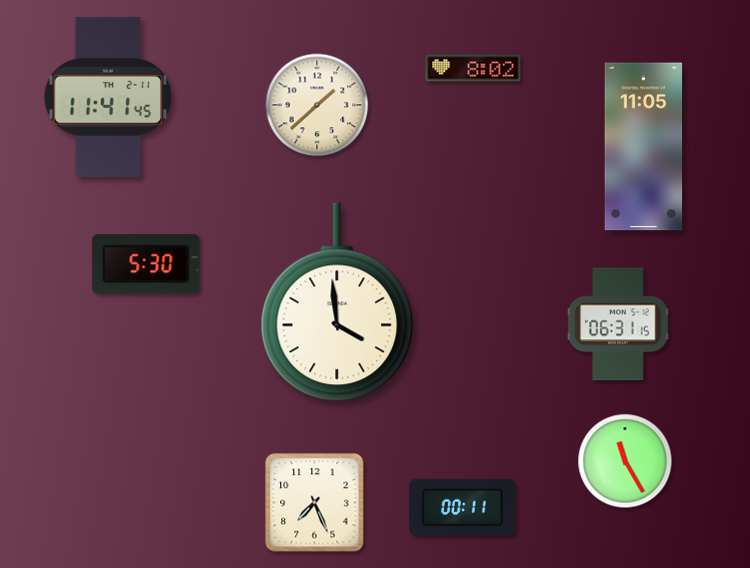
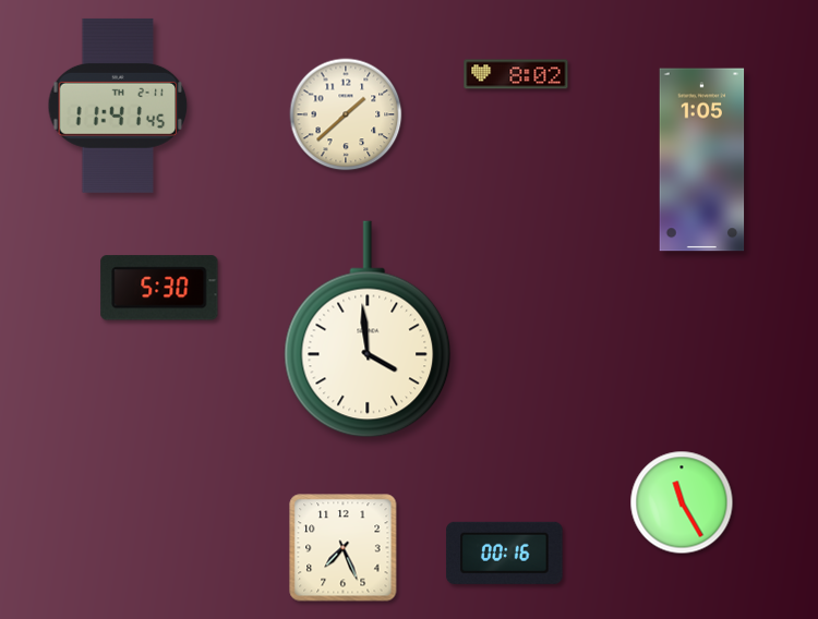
clock at (644, 147): 11:05 -> 1:05
clock at (618, 324): 06:31 -> none
clock at (463, 507): 00:11 -> 00:16
